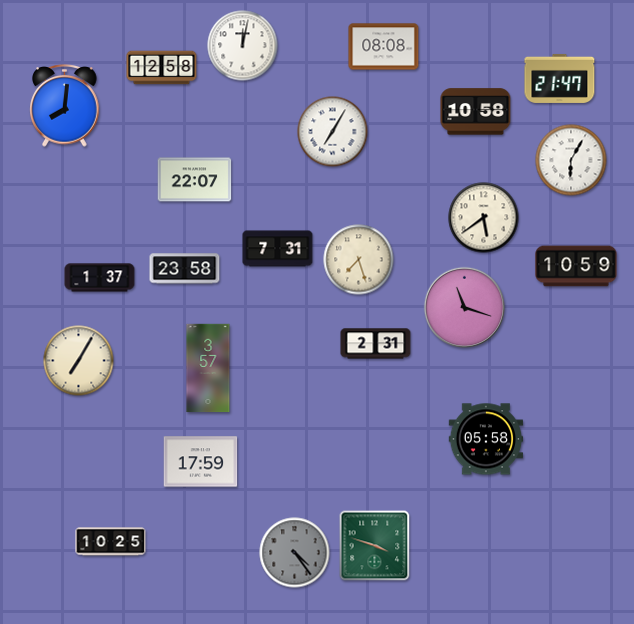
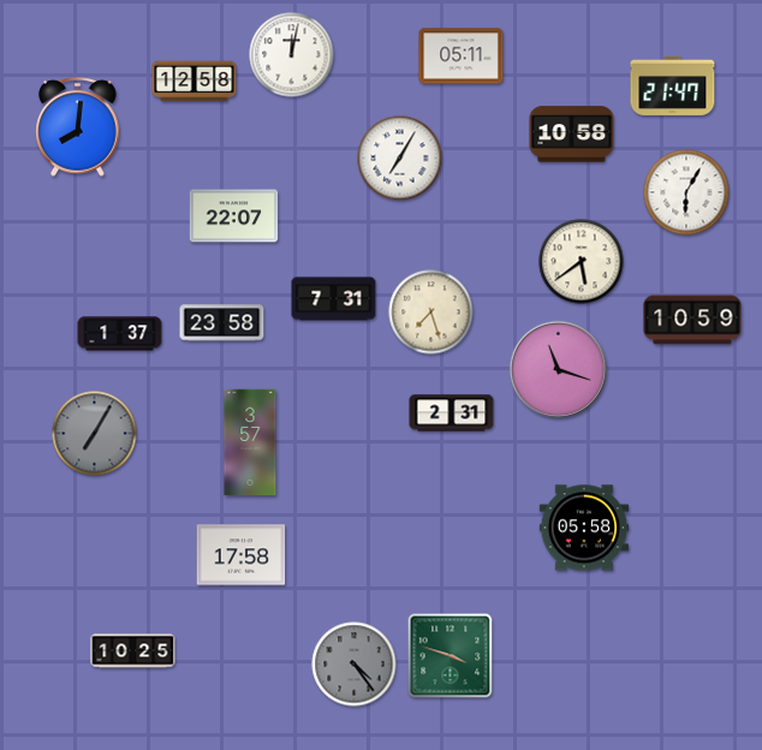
clock at (384, 47): 08:08 -> 05:11
clock at (560, 78) position: (560, 78) -> (673, 85)
clock at (79, 361) dial: cream -> grey
clock at (201, 462): 17:59 -> 17:58
